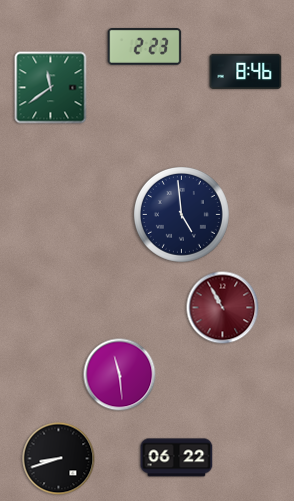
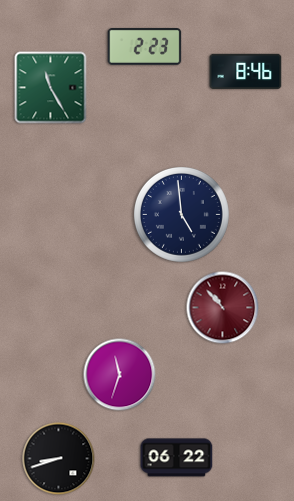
clock at (51, 88): 11:39 -> 11:25
clock at (223, 308): 10:55 -> 10:53
clock at (120, 375): 11:29 -> 11:33
